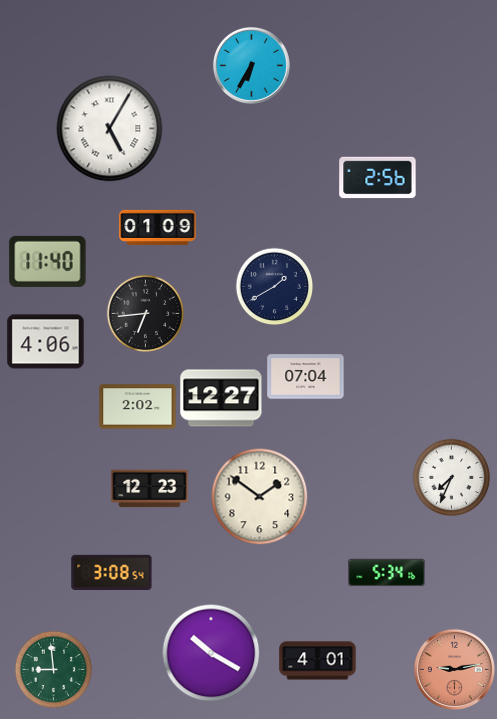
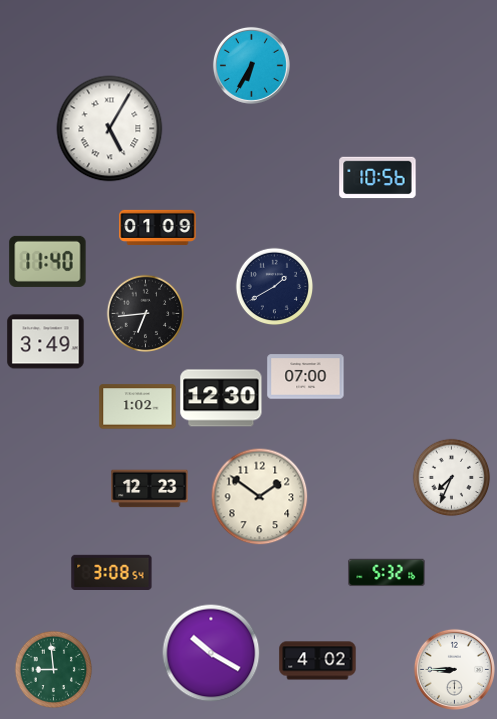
clock at (378, 178): 2:56 -> 10:56
clock at (46, 342): 4:06 -> 3:49
clock at (306, 377): 07:04 -> 07:00
clock at (221, 398): 12:27 -> 12:30
clock at (138, 407): 2:02 -> 1:02
clock at (387, 573): 5:34 -> 5:32
clock at (318, 661): 4:01 -> 4:02
clock at (454, 669): 9:13 -> 8:45
clock at (454, 669) dial: salmon -> white
